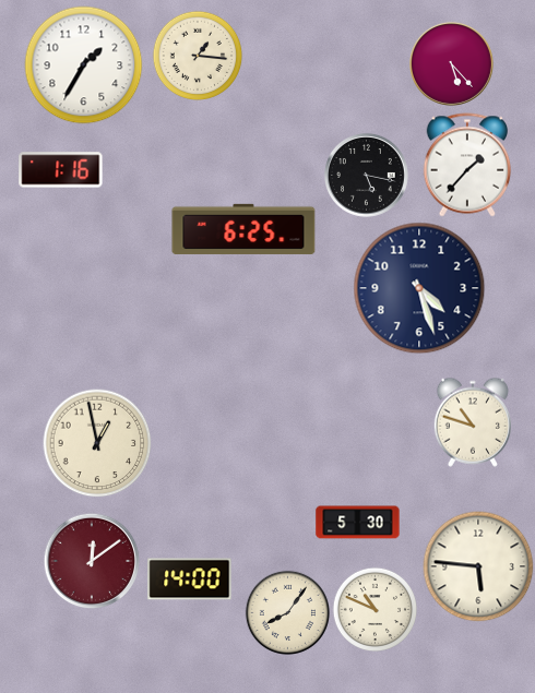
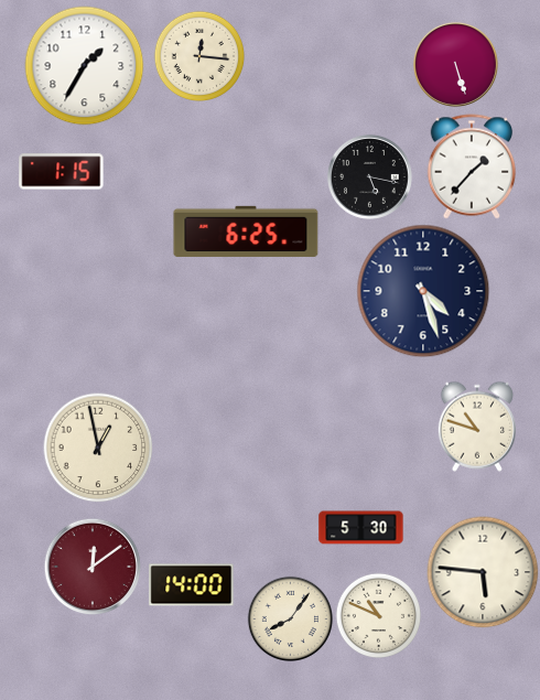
clock at (198, 56): 1:16 -> 12:16
clock at (451, 63): 5:23 -> 5:27
clock at (61, 170): 1:16 -> 1:15
